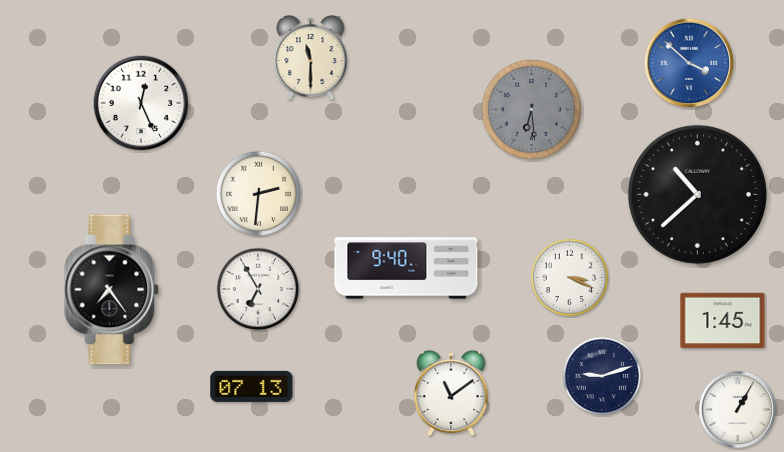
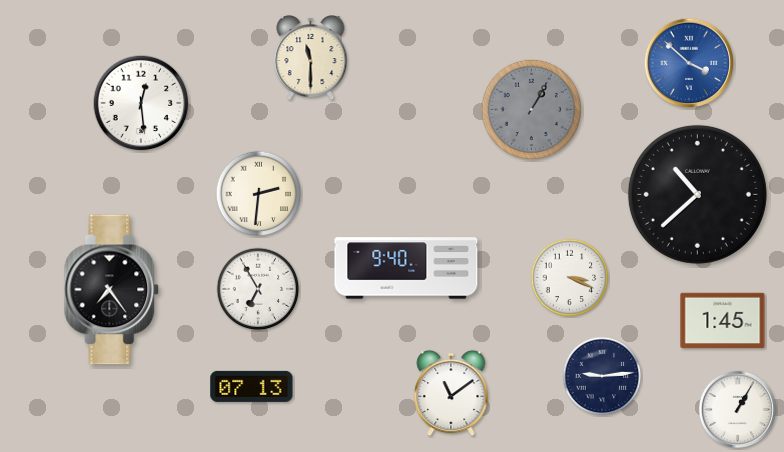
clock at (141, 103): 12:26 -> 12:29
clock at (531, 109): 6:29 -> 1:05
clock at (602, 376): 9:12 -> 9:14
